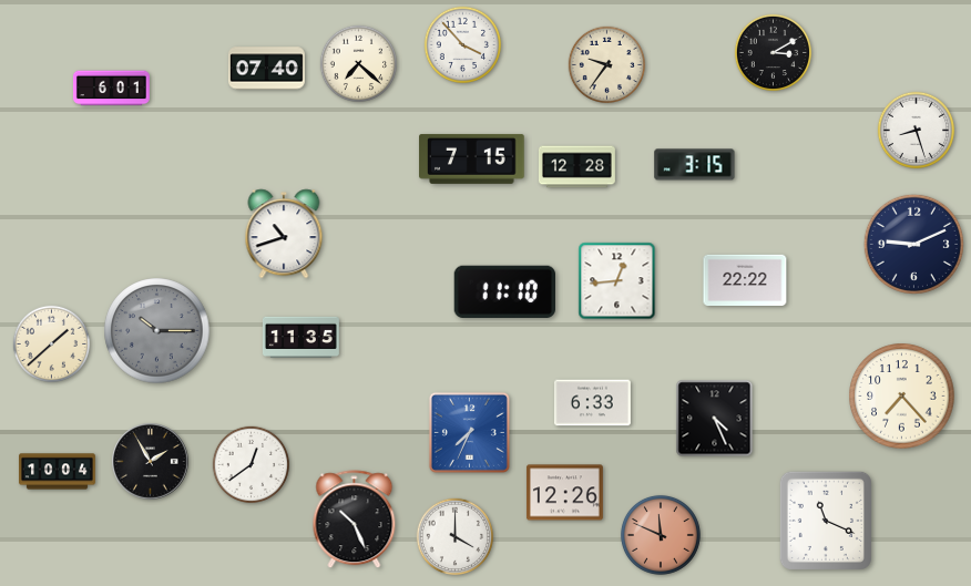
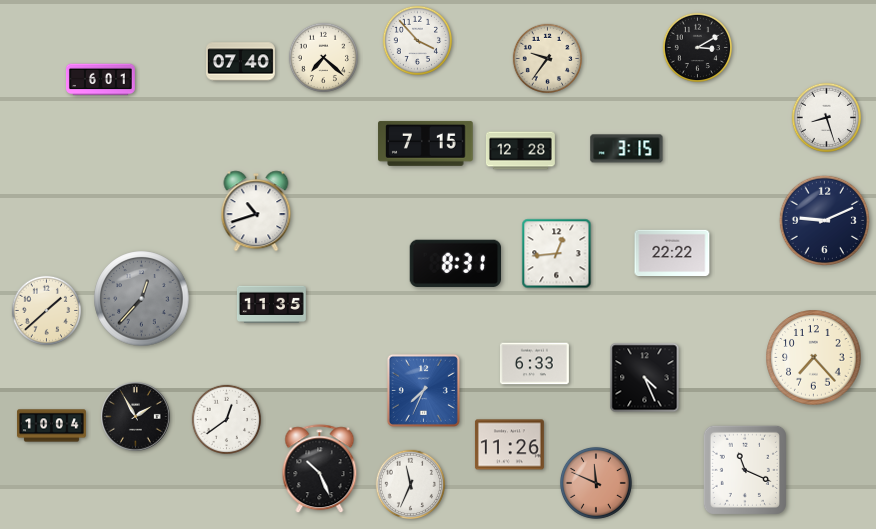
clock at (504, 291): 11:10 -> 8:31
clock at (157, 331): 10:15 -> 12:37
clock at (564, 493): 12:26 -> 11:26
clock at (456, 537): 4:00 -> 11:34
